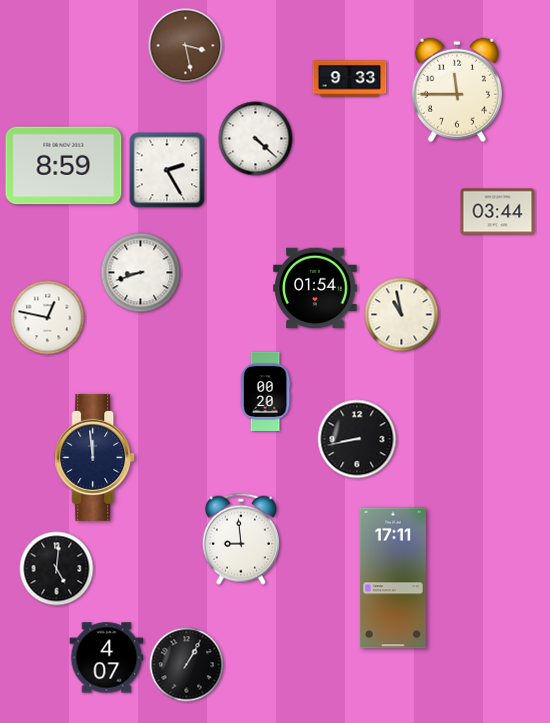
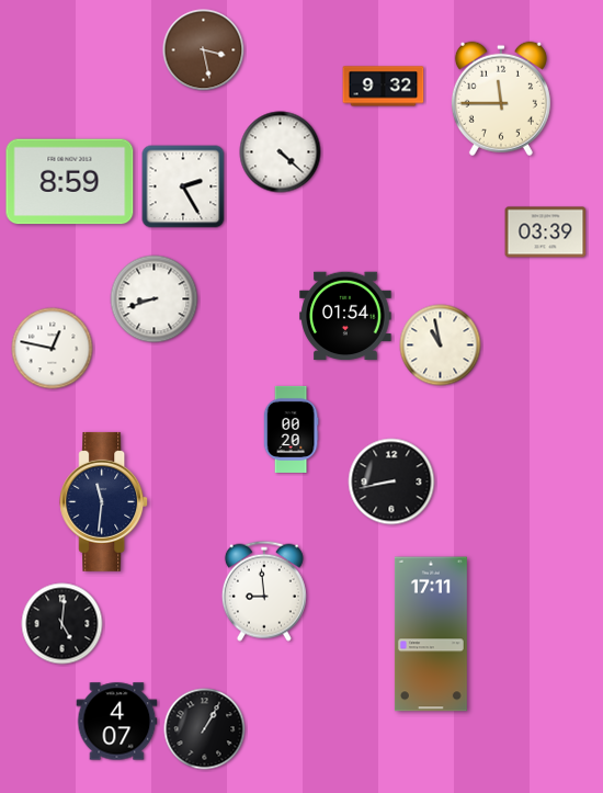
clock at (350, 79): 9:33 -> 9:32
clock at (498, 212): 03:44 -> 03:39
clock at (95, 457): 11:59 -> 11:31
